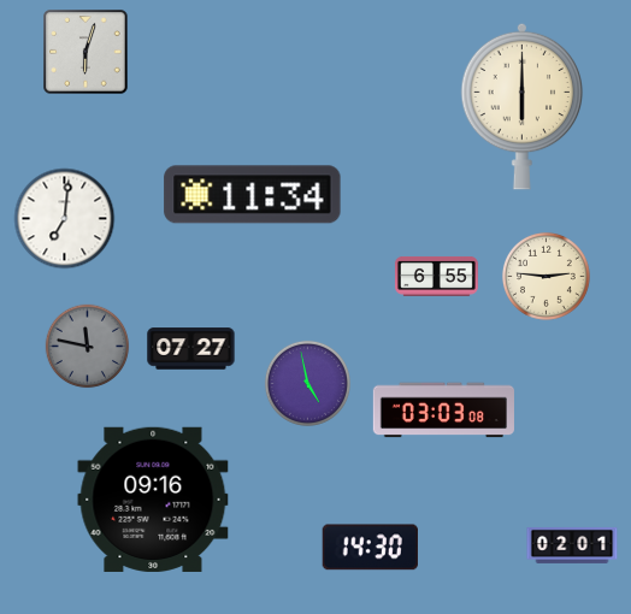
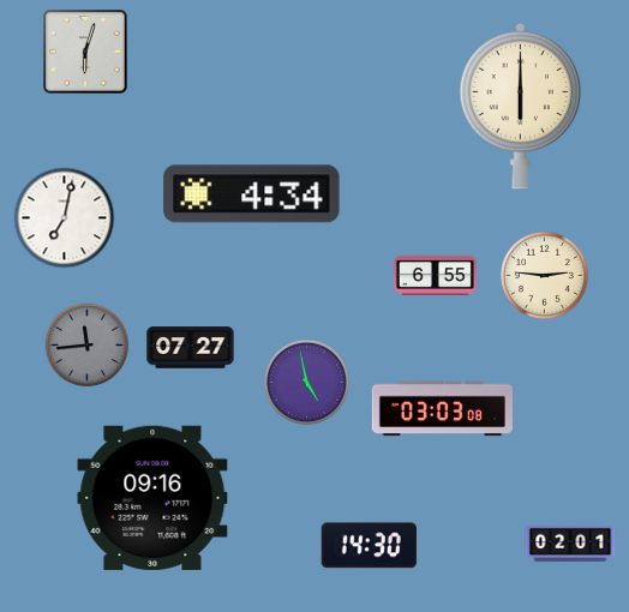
clock at (253, 195): 11:34 -> 4:34
clock at (65, 219): 7:01 -> 7:02
clock at (88, 347): 11:47 -> 11:44
